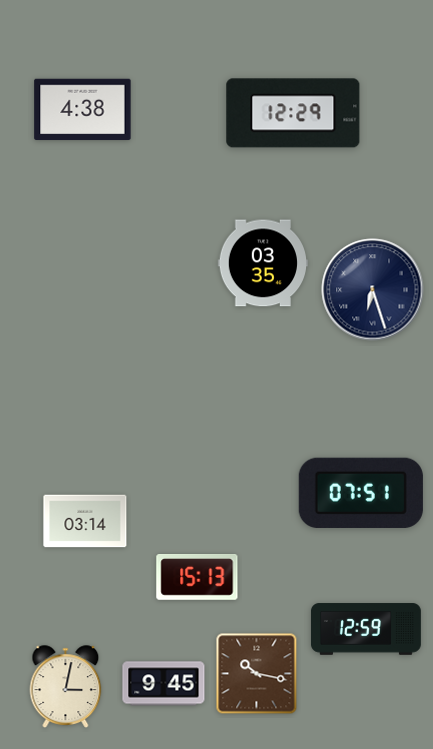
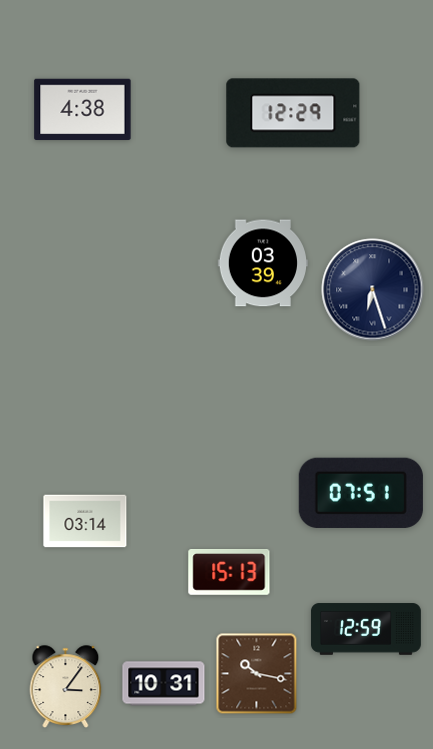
clock at (262, 263): 03:35 -> 03:39
clock at (197, 578) position: (197, 578) -> (229, 573)
clock at (164, 684): 9:45 -> 10:31
clock at (66, 687): 3:02 -> 3:06
